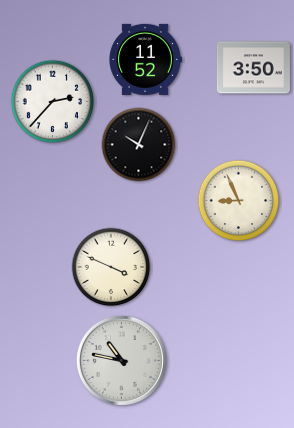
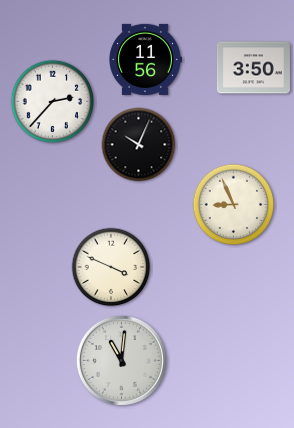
clock at (145, 59): 11:52 -> 11:56
clock at (239, 201) position: (239, 201) -> (234, 205)
clock at (121, 360): 10:47 -> 11:01
